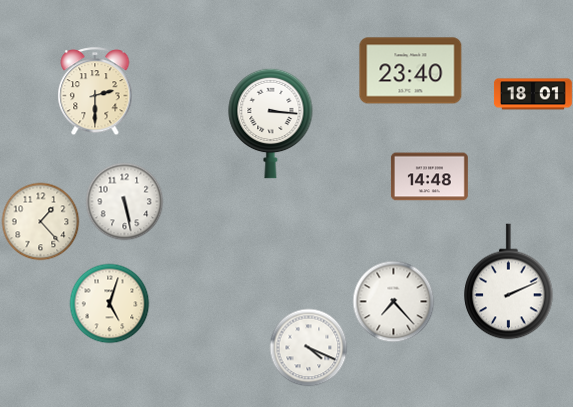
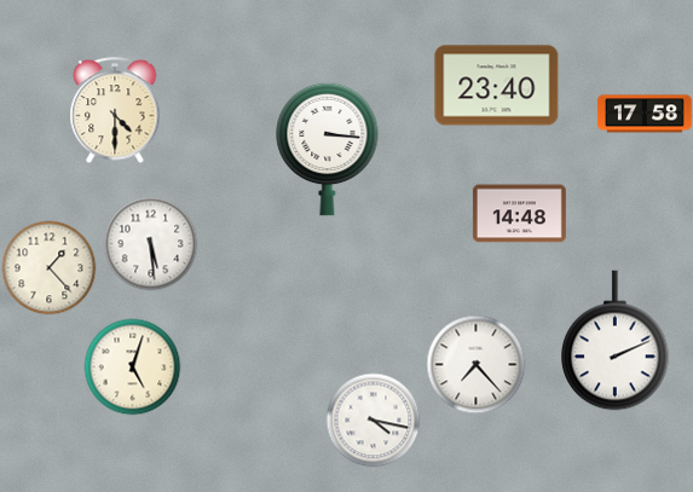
clock at (95, 91): 2:30 -> 4:30
clock at (533, 94): 18:01 -> 17:58
clock at (124, 201): 5:28 -> 5:29
clock at (308, 347): 4:19 -> 4:17
